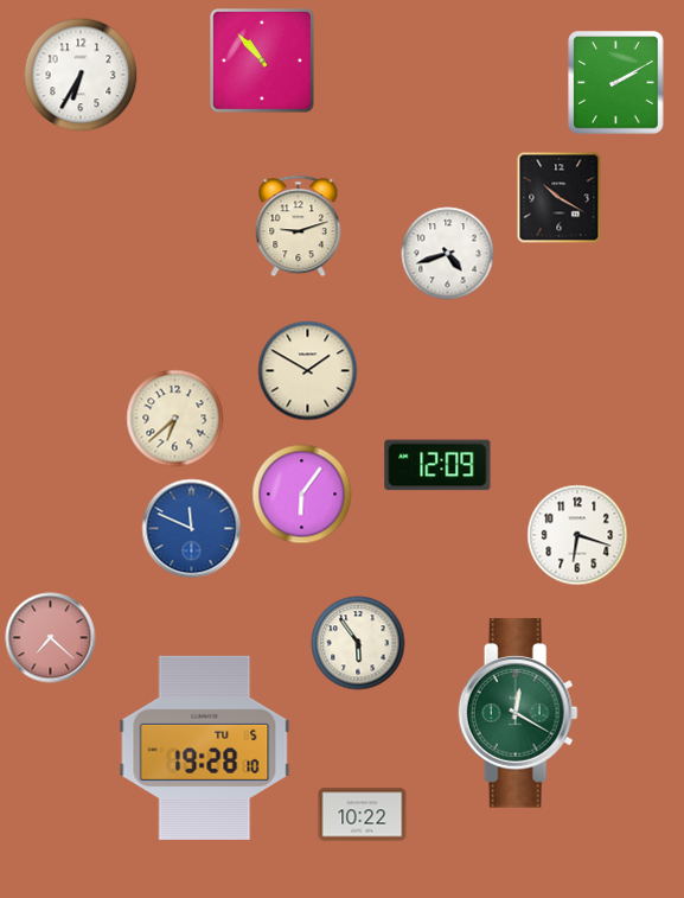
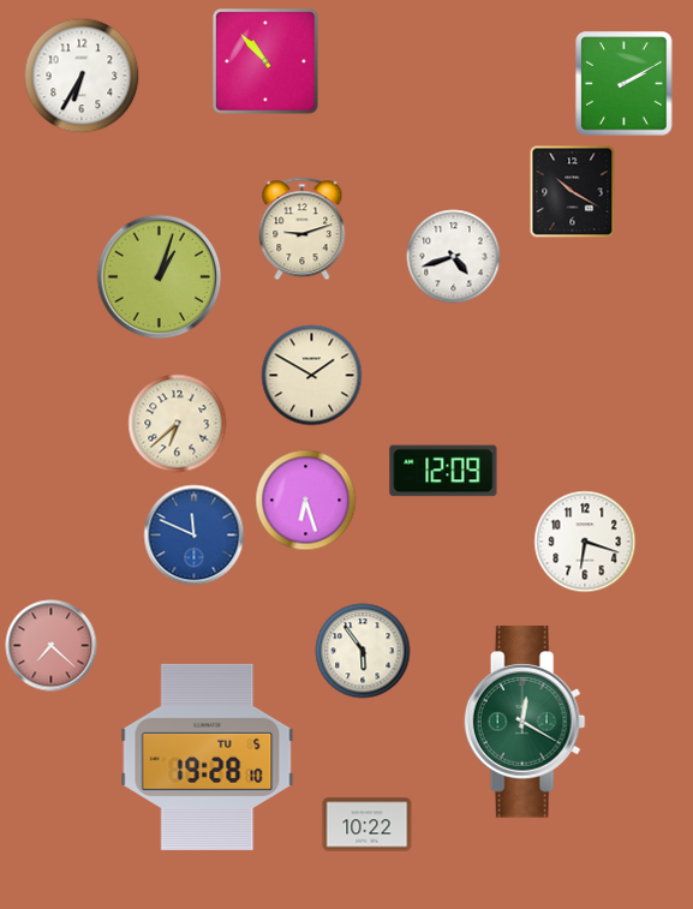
clock at (560, 198) position: (560, 198) -> (573, 192)
clock at (160, 277): none -> 1:03
clock at (302, 495): 6:06 -> 6:27
